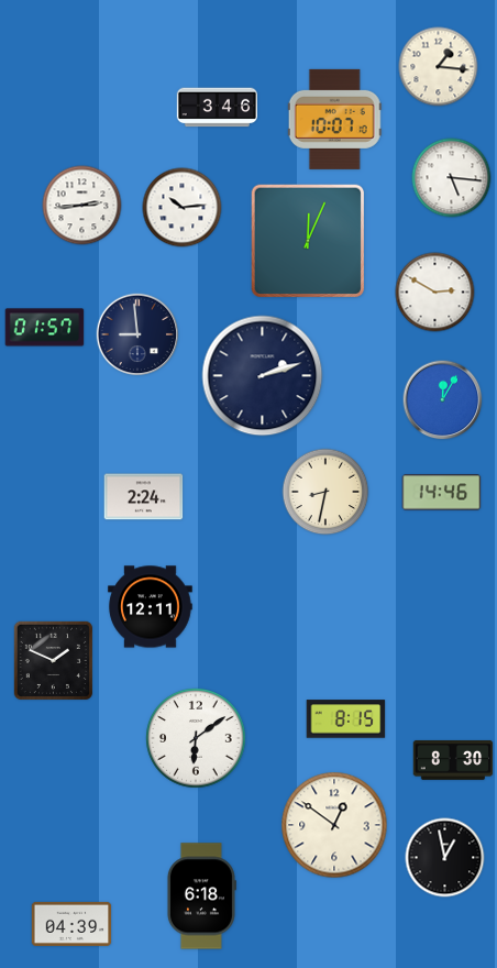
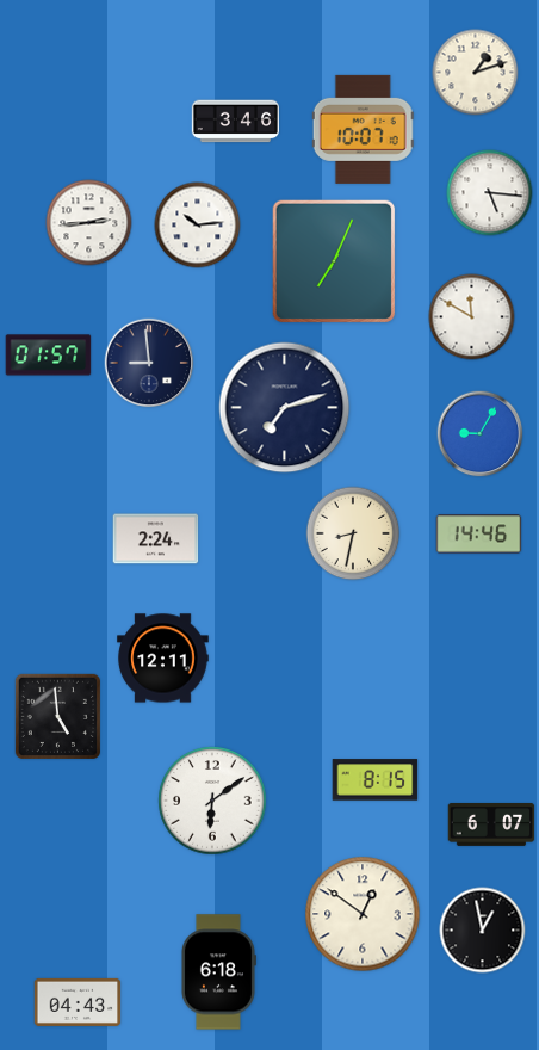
clock at (439, 67): 1:16 -> 1:12
clock at (217, 108) position: (217, 108) -> (235, 122)
clock at (308, 241): 12:04 -> 7:04
clock at (435, 293): 2:50 -> 11:50
clock at (263, 376): 2:12 -> 7:12
clock at (443, 400): 12:05 -> 9:05
clock at (53, 660): 1:49 -> 4:59
clock at (453, 760): 8:30 -> 6:07
clock at (334, 825) position: (334, 825) -> (363, 914)
clock at (71, 924): 04:39 -> 04:43
